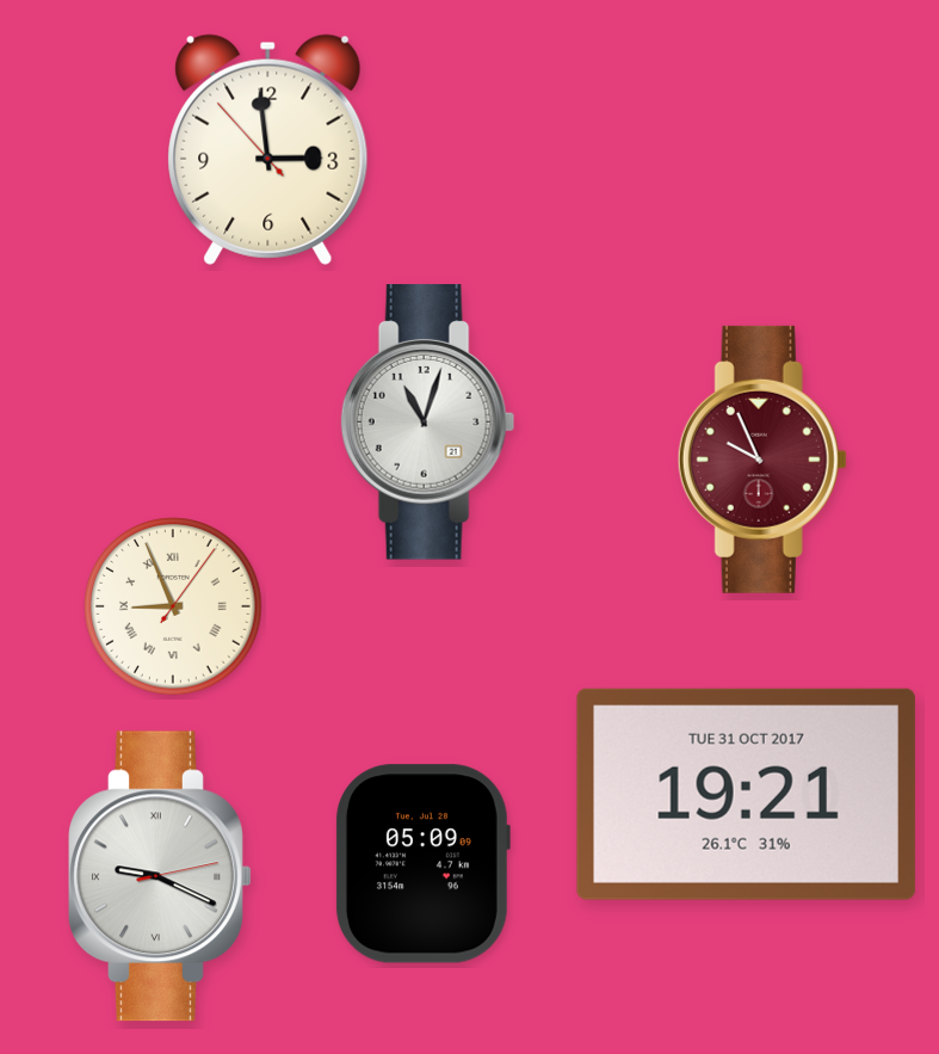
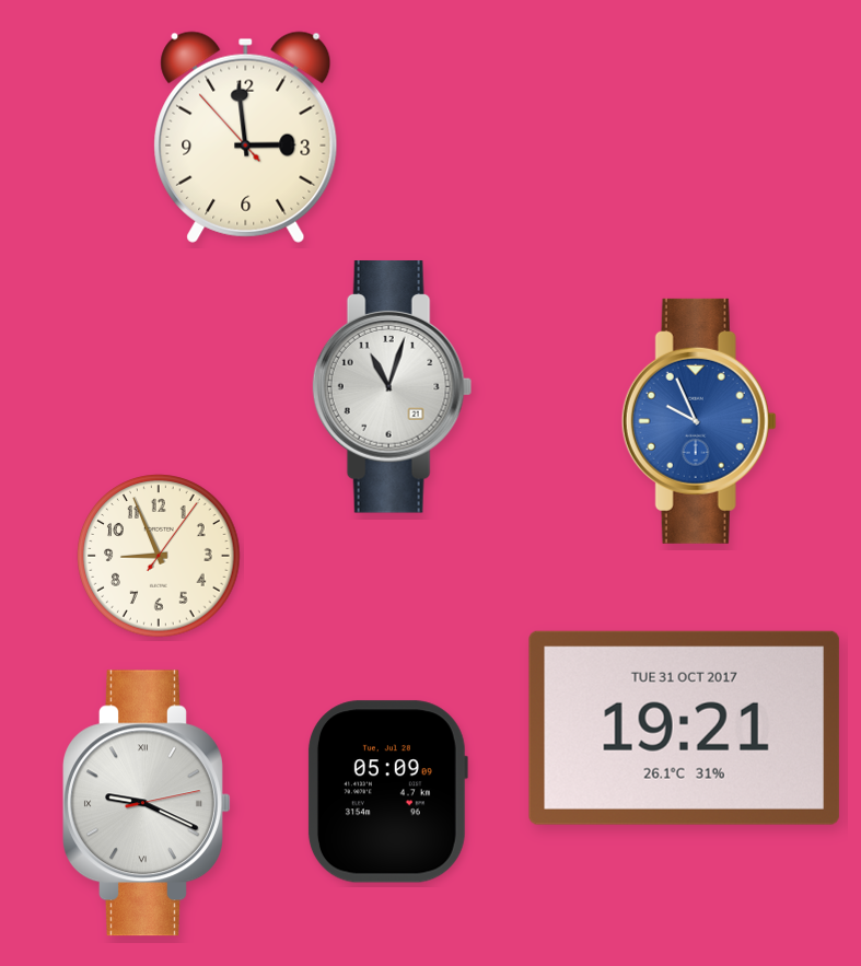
clock at (762, 460) dial: burgundy -> blue
clock at (173, 606) numerals: Roman -> Arabic
